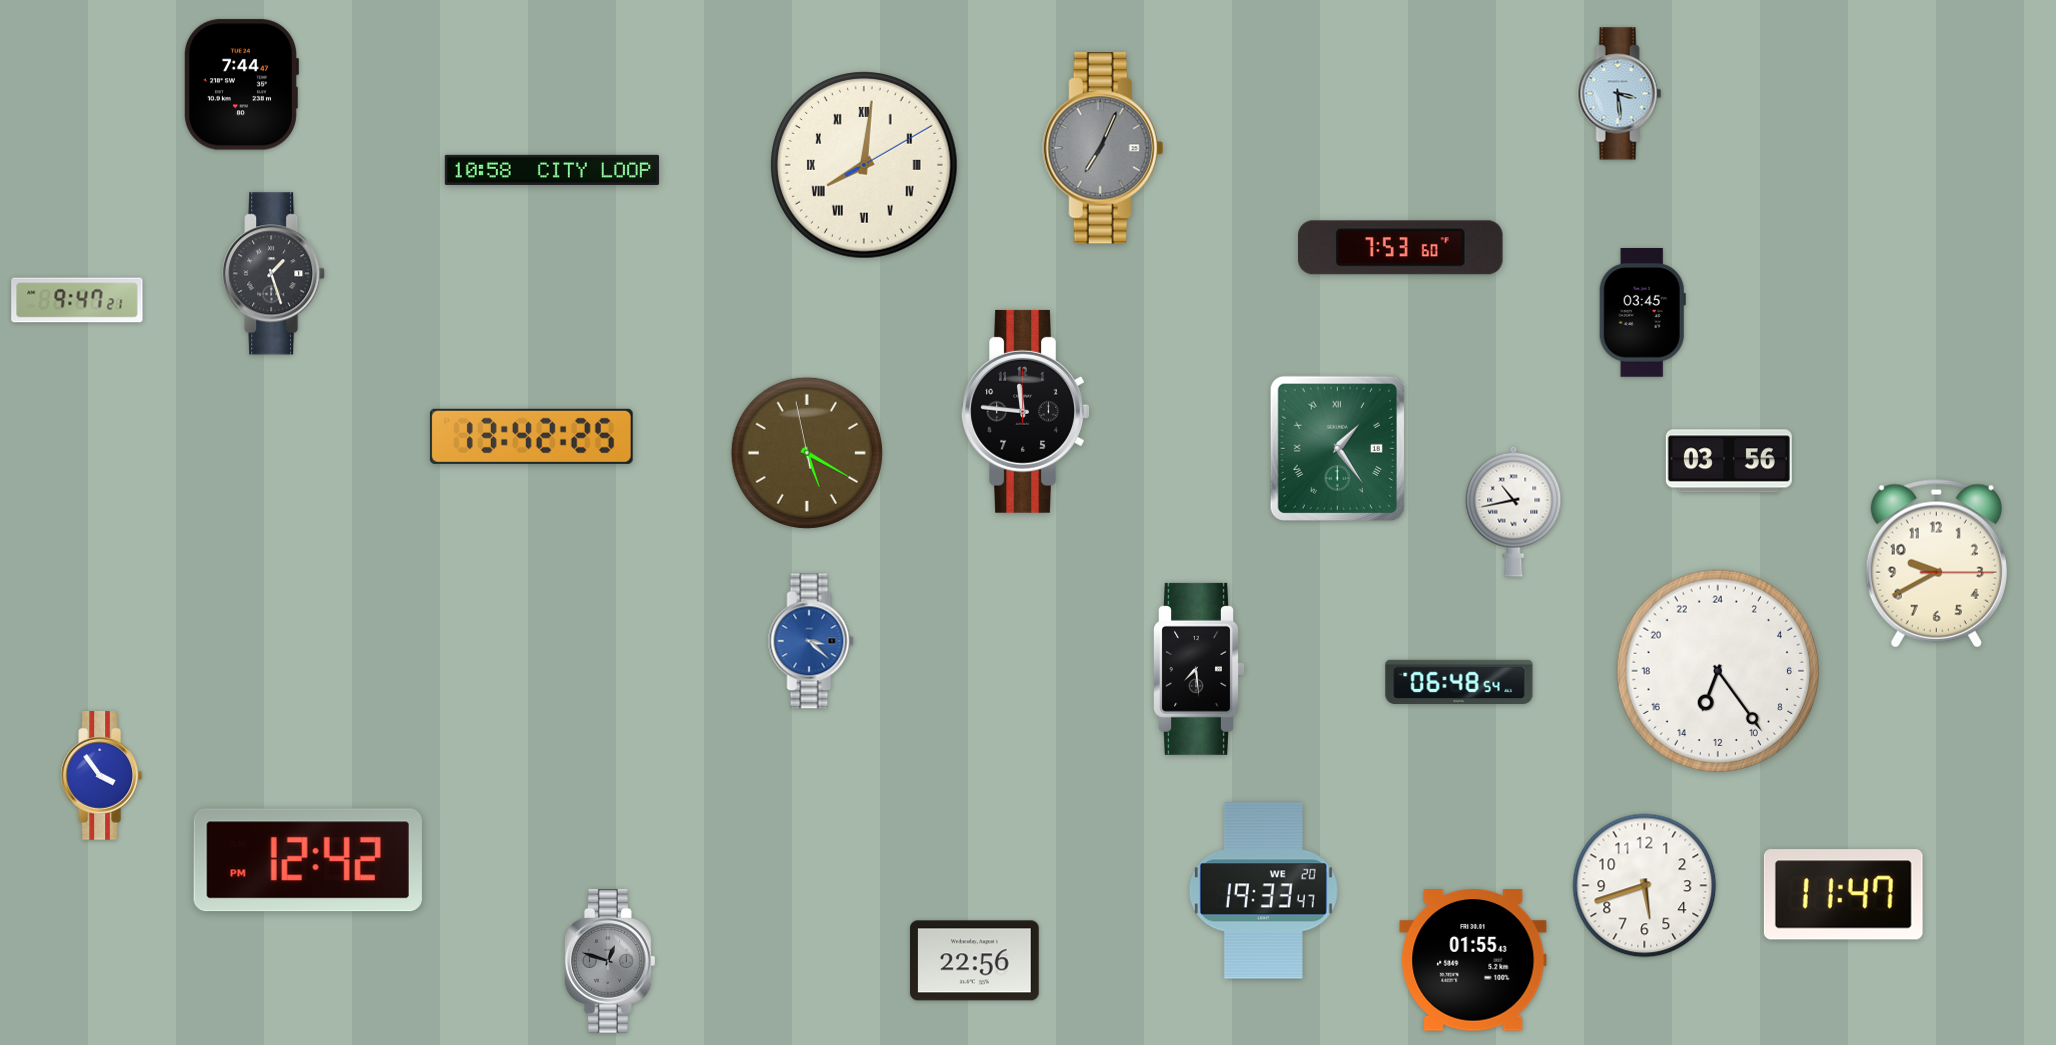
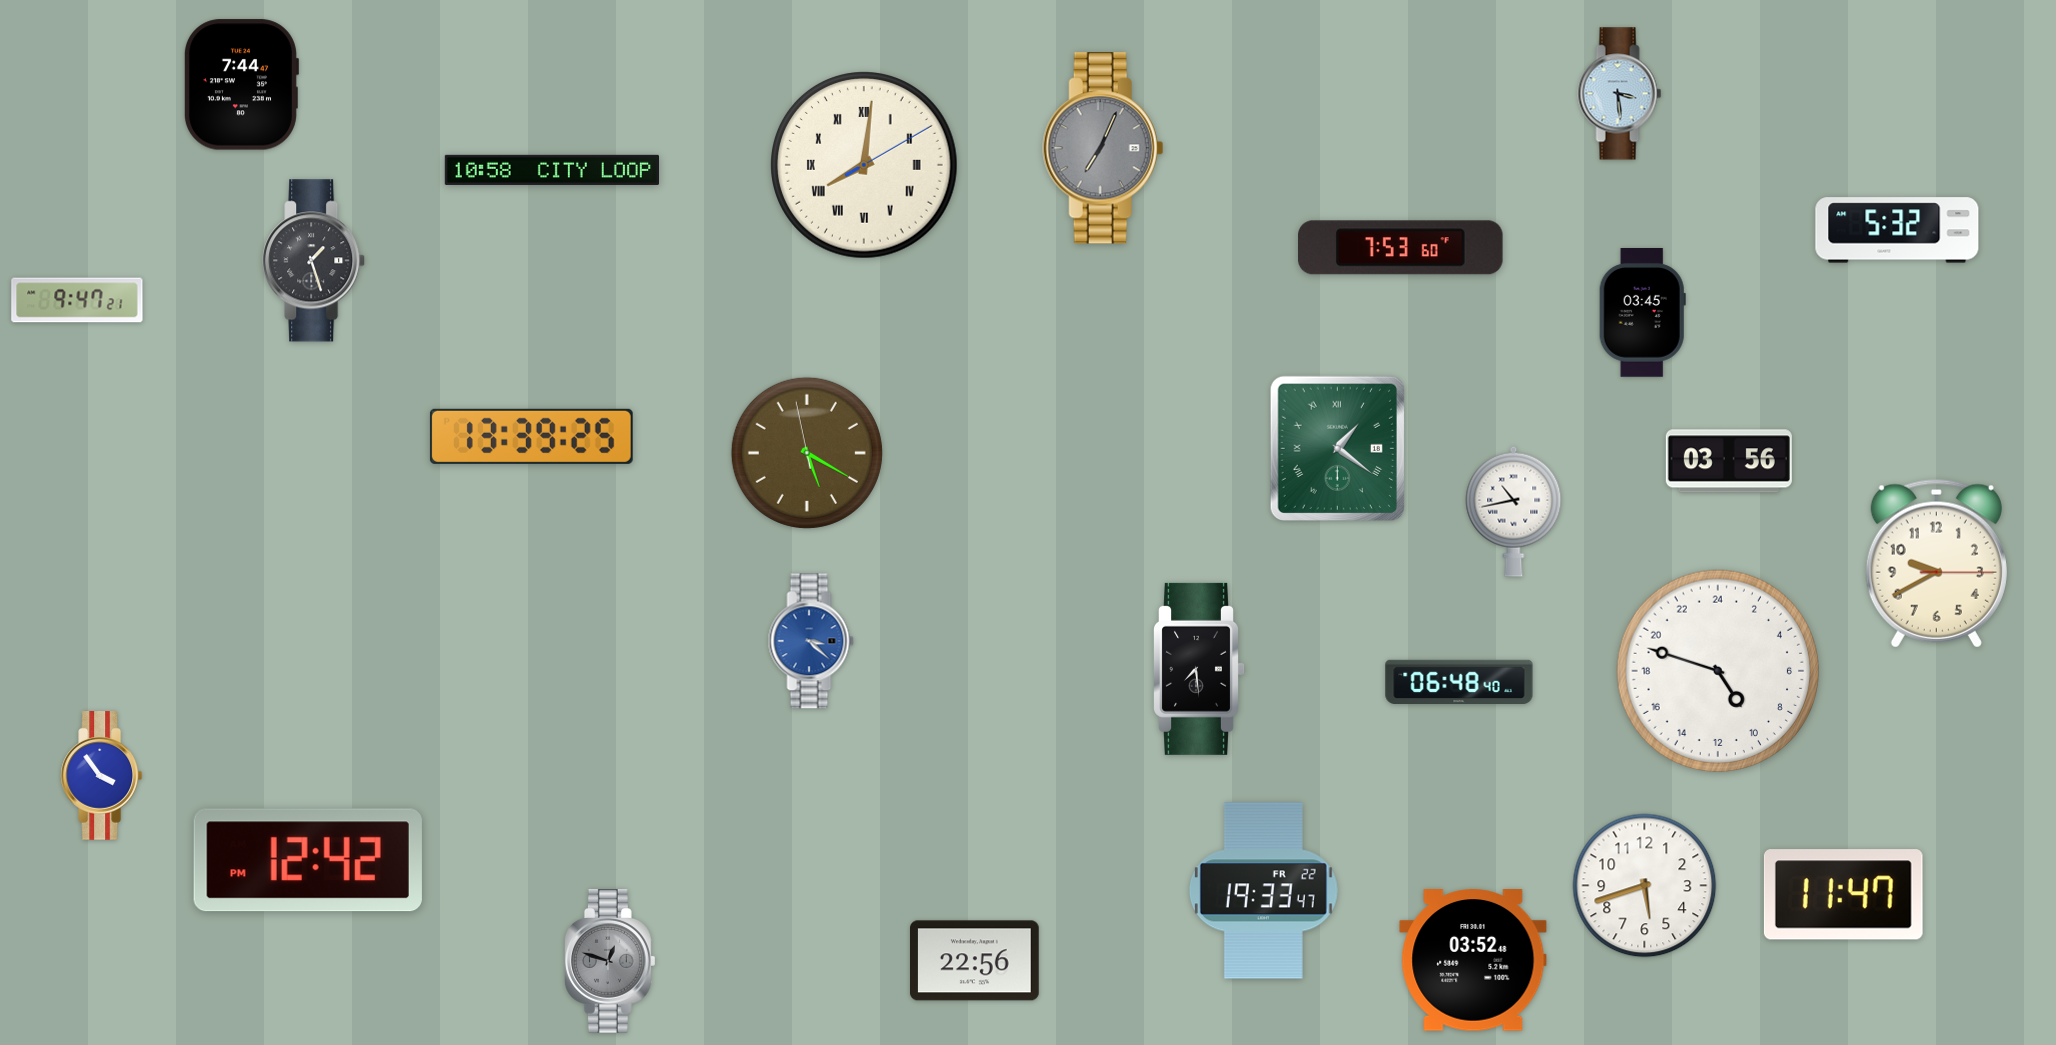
clock at (1897, 230): none -> 5:32
clock at (274, 274) position: (274, 274) -> (314, 261)
clock at (1026, 411): 11:46 -> none
clock at (531, 436): 13:42 -> 13:39
clock at (1337, 448): 1:24 -> 1:21
clock at (1717, 670): 13:24 -> 9:48
clock at (1459, 681): 06:48:54 -> 06:48:40
clock at (1263, 891) date: WE 20 -> FR 22
clock at (1473, 960): 01:55 -> 03:52
